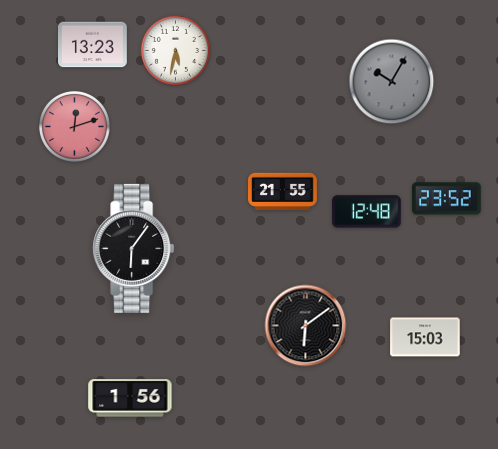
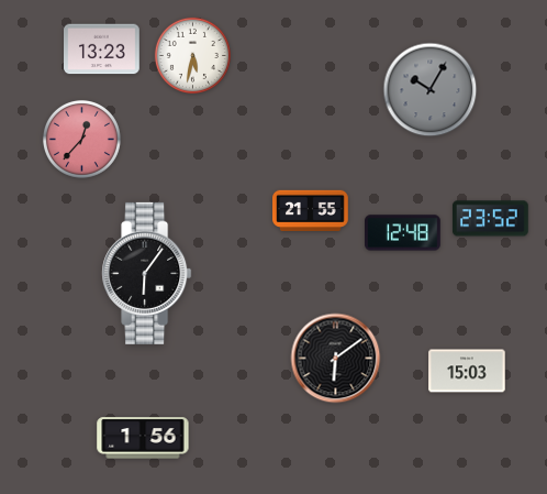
clock at (74, 126): 12:12 -> 12:37
